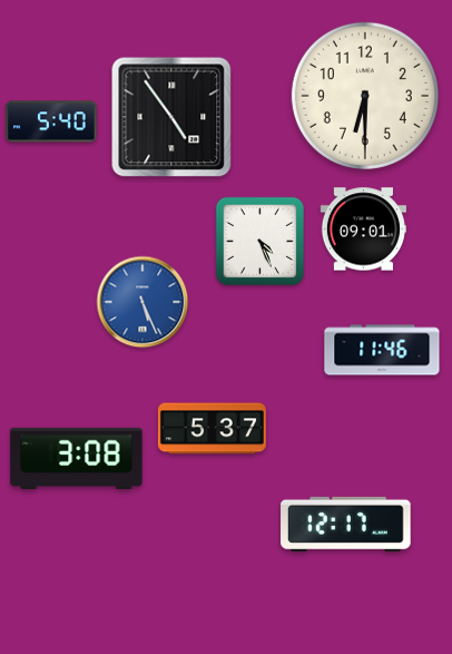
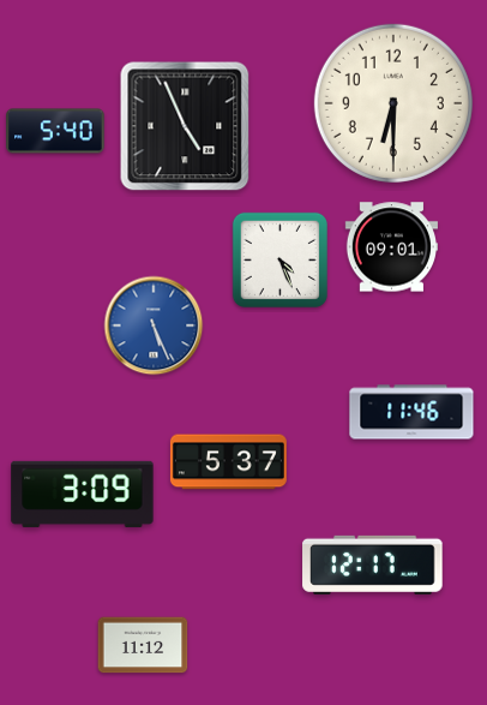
clock at (171, 117): 4:54 -> 4:56
clock at (382, 350) position: (382, 350) -> (411, 412)
clock at (77, 458): 3:08 -> 3:09
clock at (143, 645): none -> 11:12
